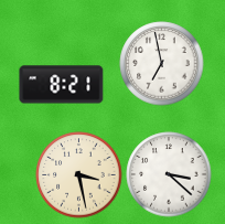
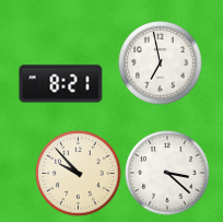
clock at (79, 175): 3:28 -> 9:53
